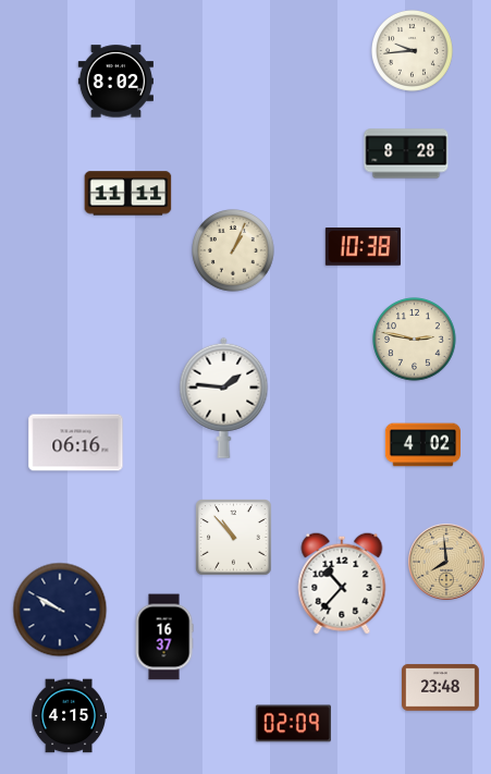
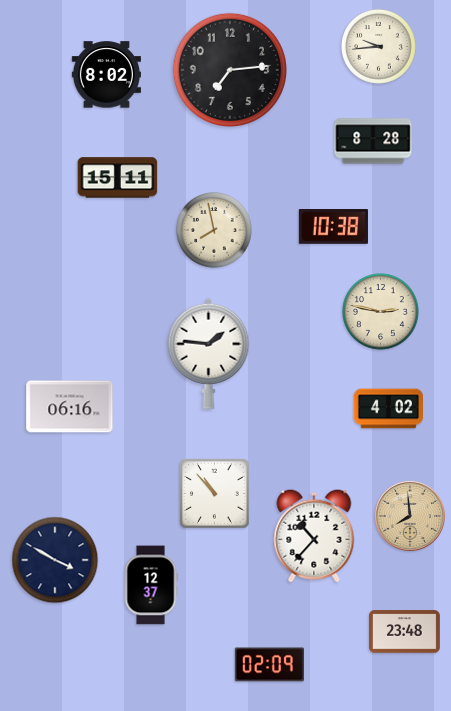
clock at (229, 69): none -> 7:14
clock at (128, 194): 11:11 -> 15:11
clock at (234, 251): 1:04 -> 7:58
clock at (224, 397) position: (224, 397) -> (209, 353)
clock at (60, 610): 9:50 -> 3:50
clock at (164, 637): 16:37 -> 12:37
clock at (69, 716): 4:15 -> none
